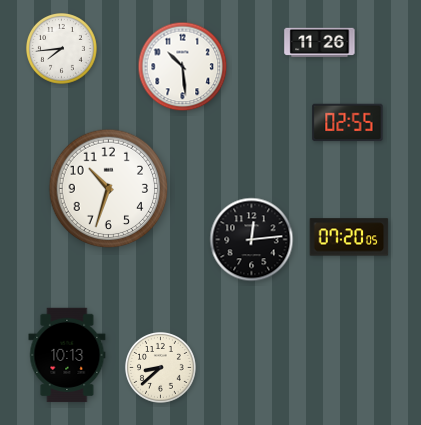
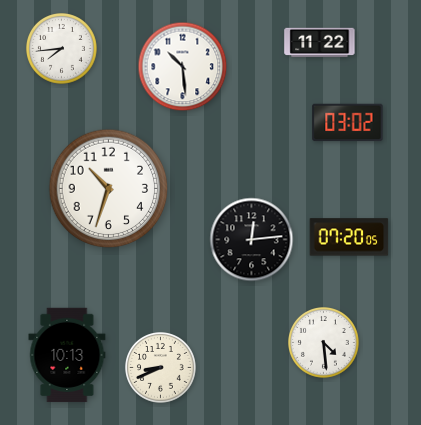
clock at (320, 43): 11:26 -> 11:22
clock at (348, 123): 02:55 -> 03:02
clock at (324, 343): none -> 4:29
clock at (161, 368): 8:38 -> 8:41
